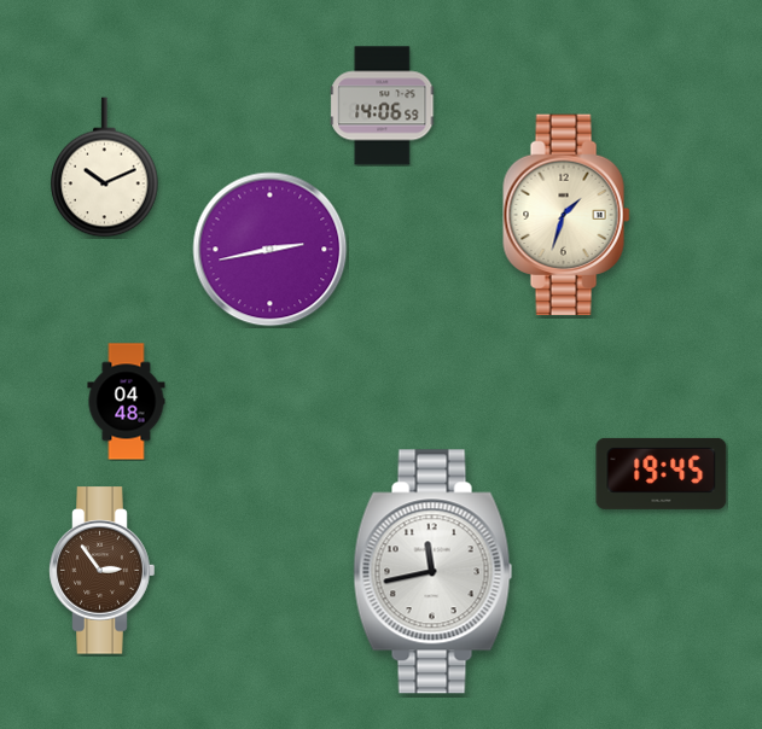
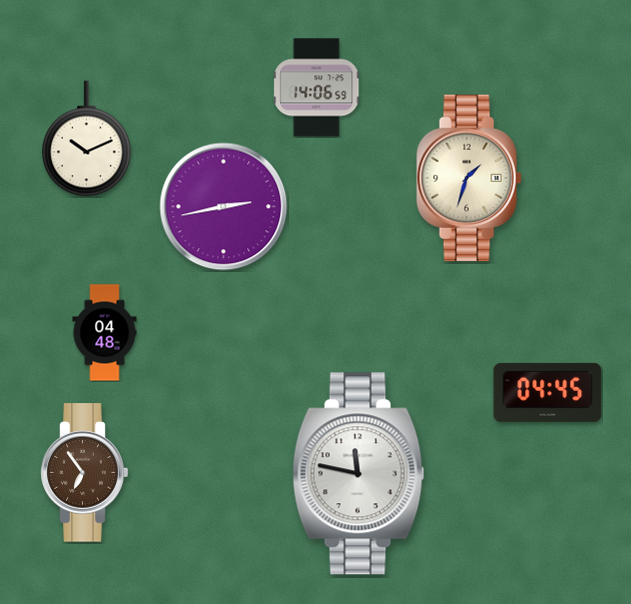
clock at (662, 473): 19:45 -> 04:45
clock at (103, 571): 2:54 -> 6:54
clock at (434, 572): 11:43 -> 11:47
